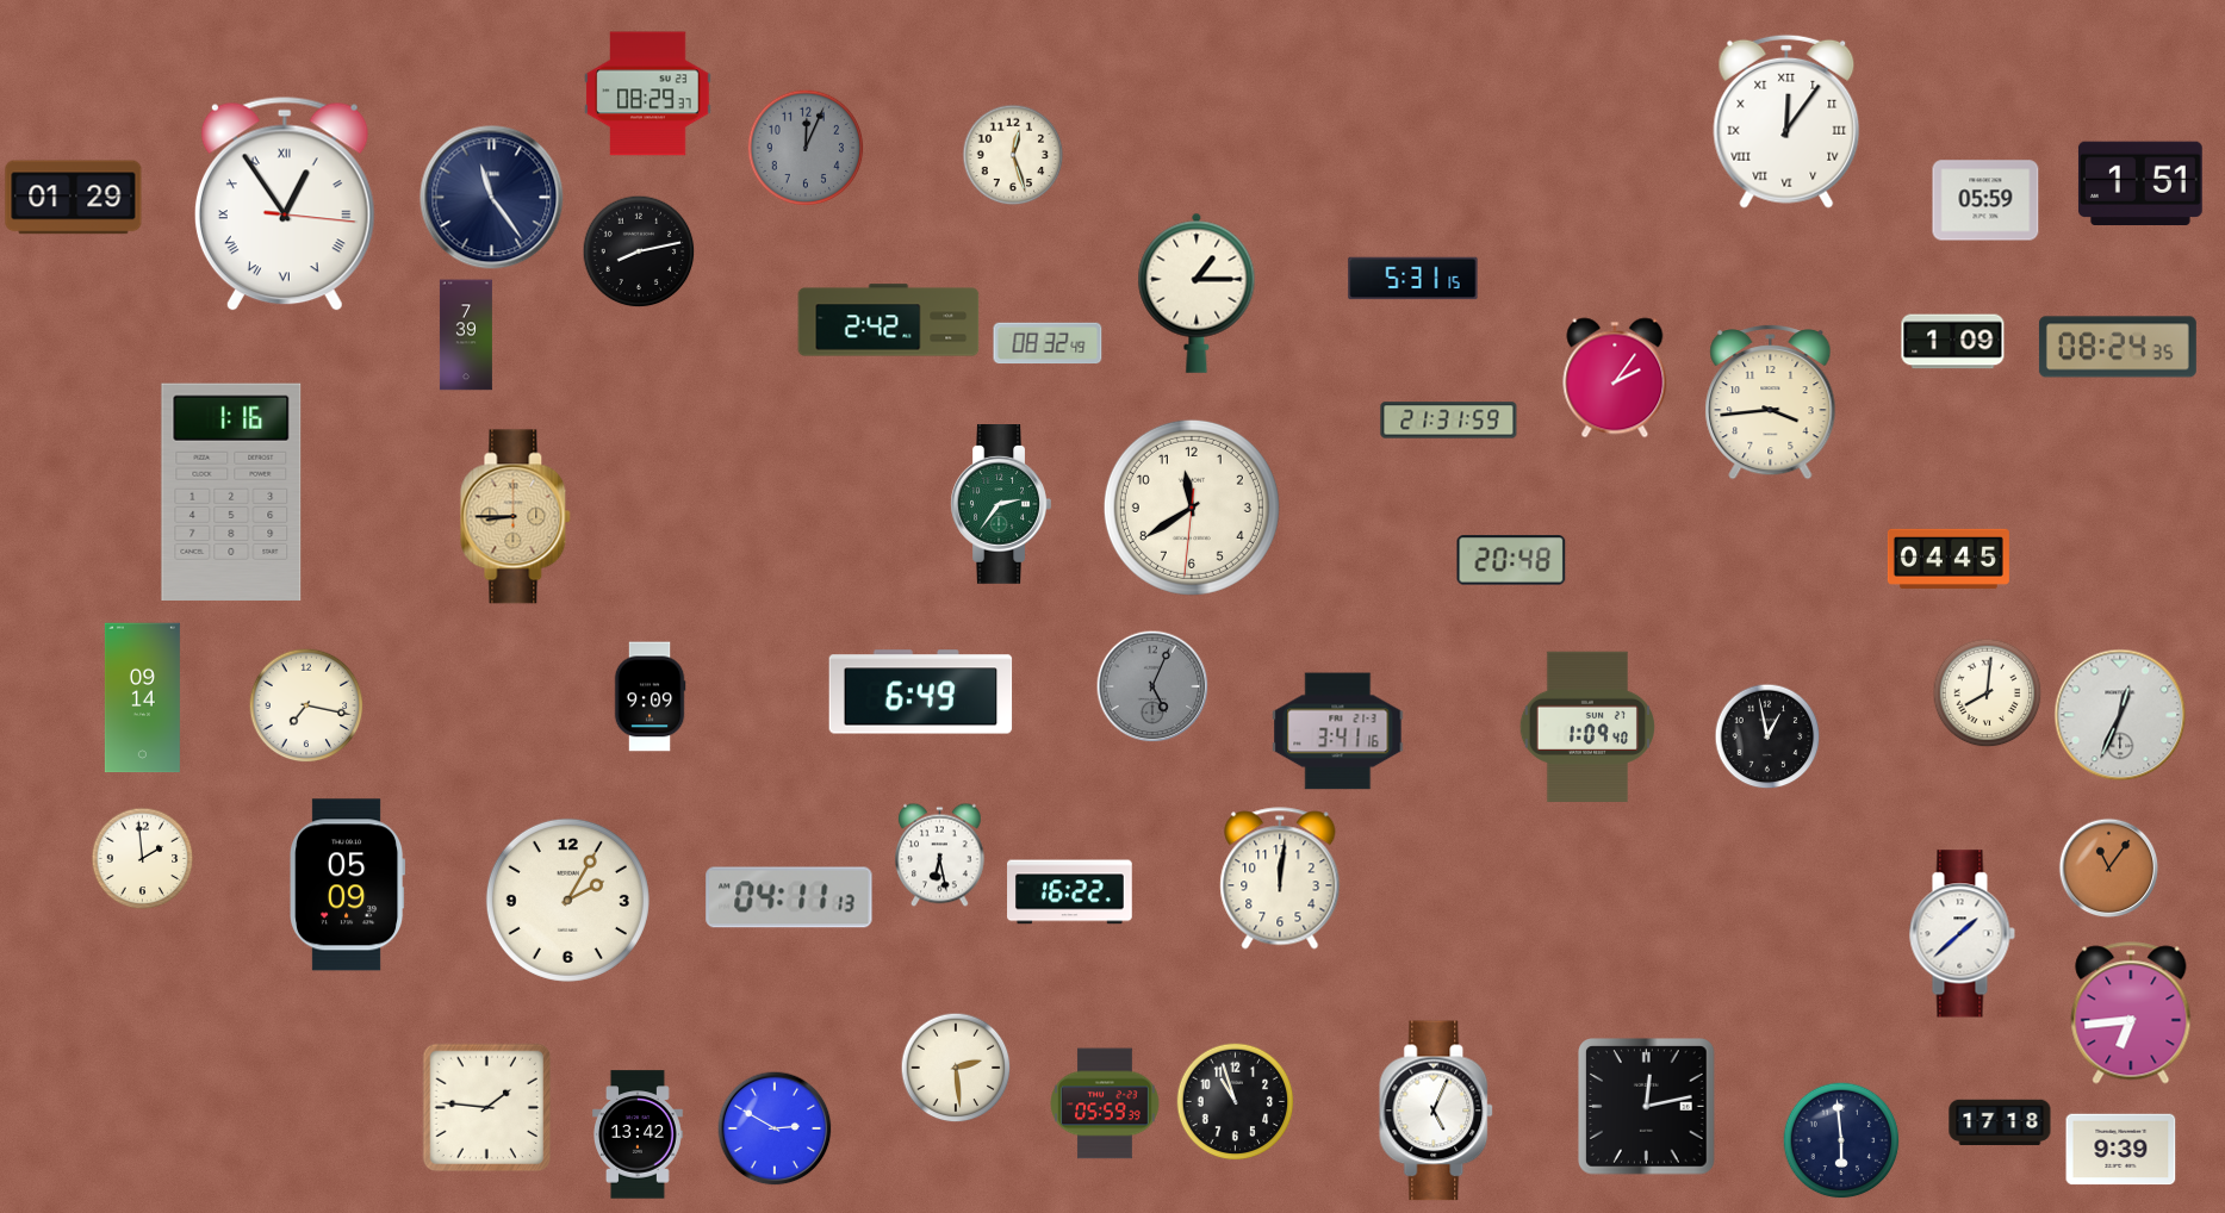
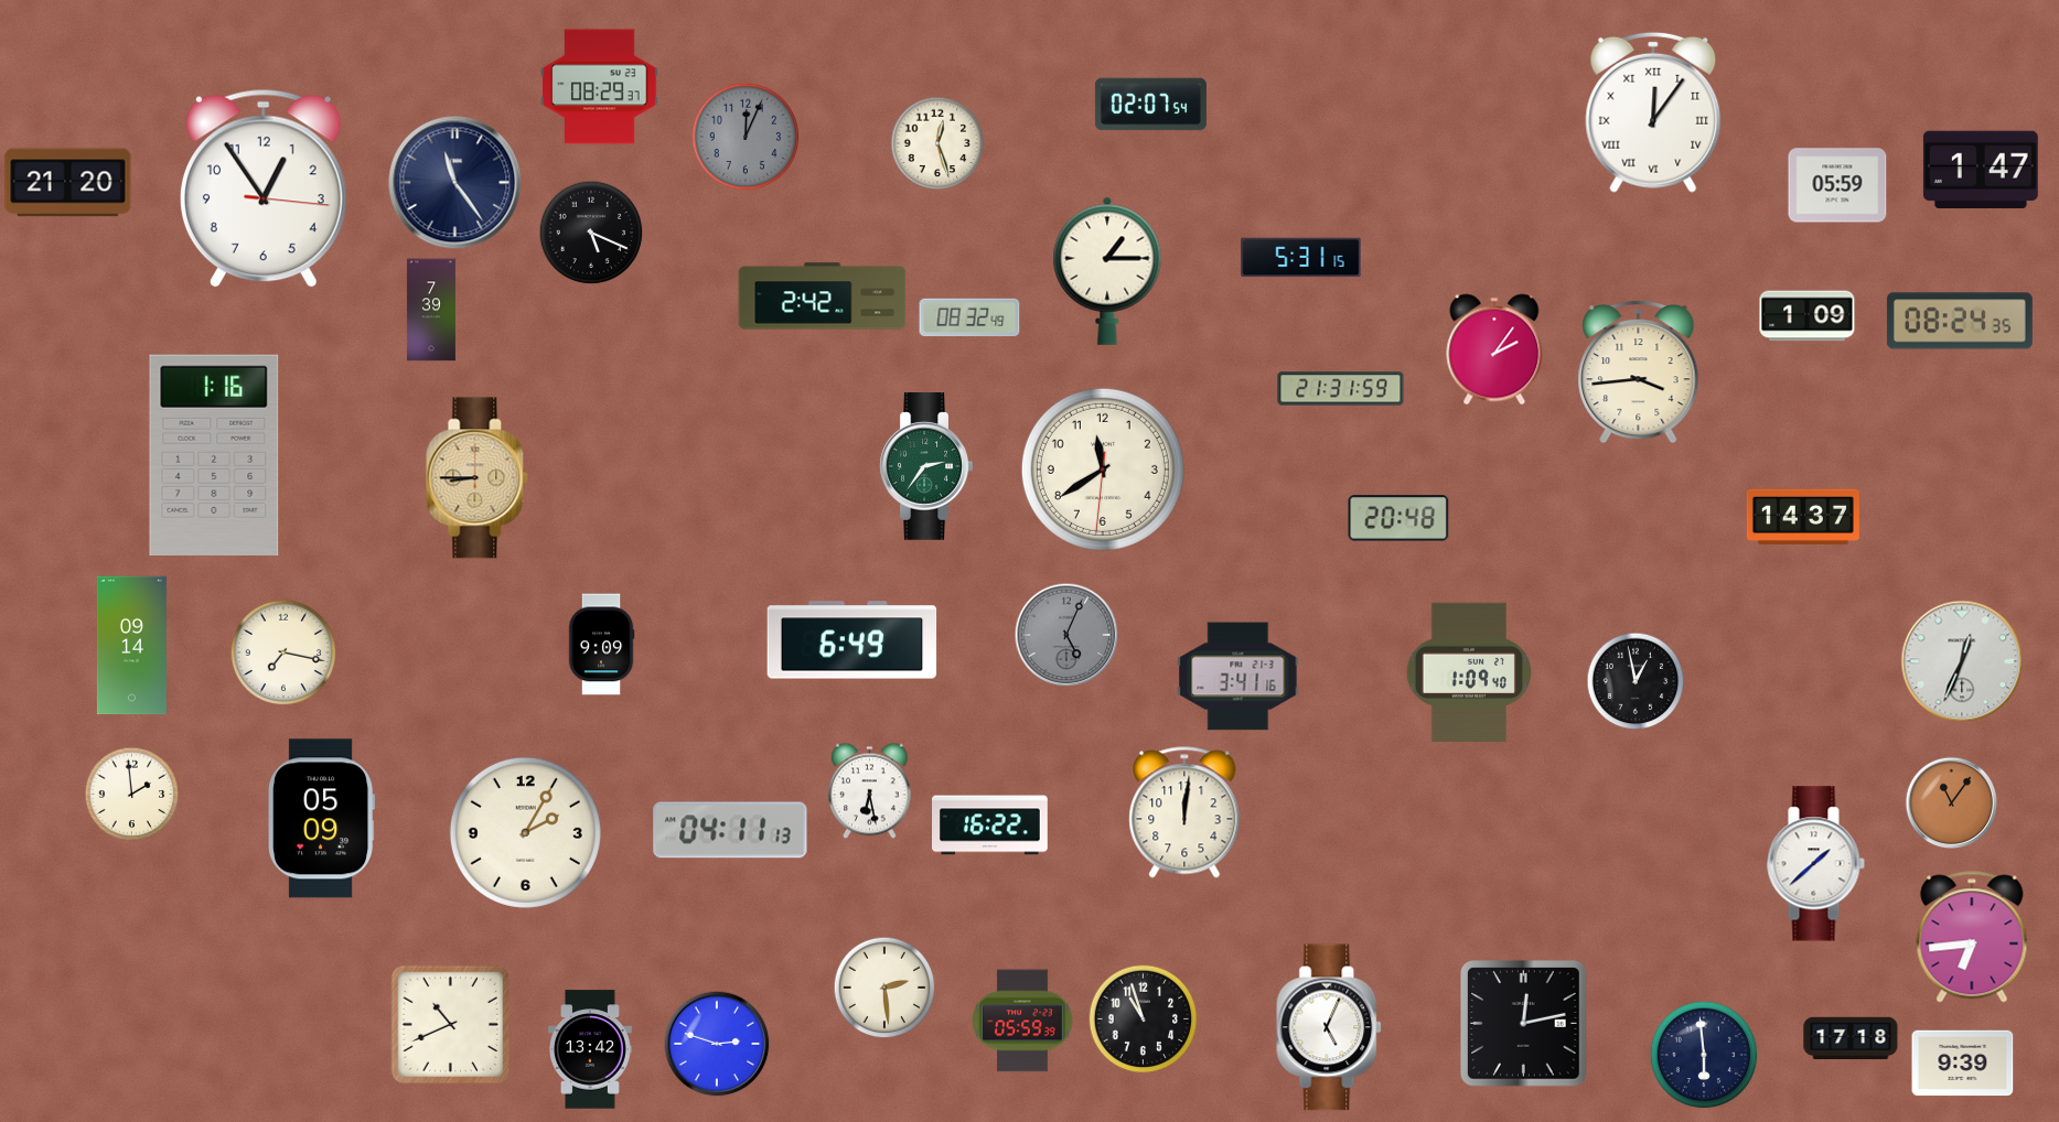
clock at (1150, 105): none -> 02:07
clock at (2140, 182): 1:51 -> 1:47
clock at (74, 198): 01:29 -> 21:20
clock at (285, 204) numerals: Roman -> Arabic
clock at (639, 251): 8:13 -> 5:19
clock at (1413, 279) position: (1413, 279) -> (1301, 258)
clock at (1949, 559): 04:45 -> 14:37
clock at (1988, 693): 8:01 -> none
clock at (487, 1108): 1:46 -> 10:41
clock at (775, 1128): 2:50 -> 2:48
